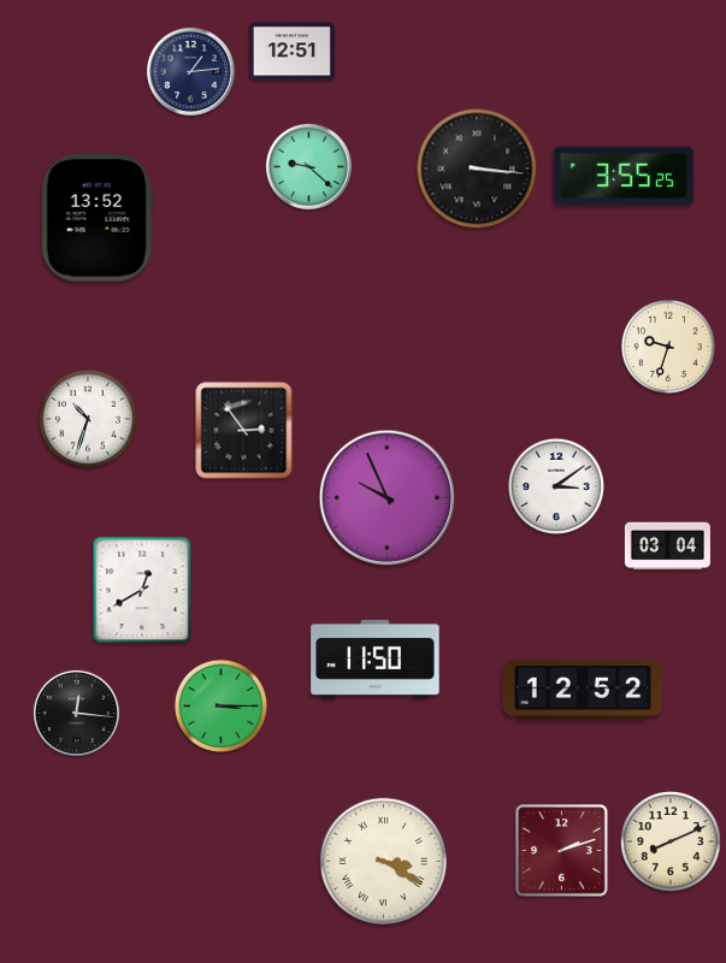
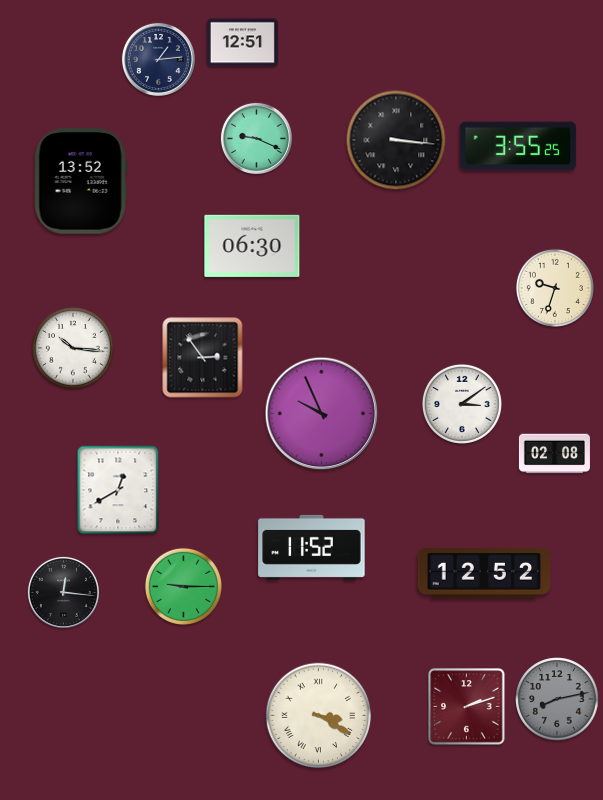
clock at (308, 166): 9:22 -> 9:19
clock at (252, 246): none -> 06:30
clock at (89, 420): 10:33 -> 10:16
clock at (667, 547): 03:04 -> 02:08
clock at (376, 658): 11:50 -> 11:52
clock at (220, 705): 3:15 -> 9:15
clock at (671, 841): 8:11 -> 8:13
clock at (671, 841) dial: cream -> grey
